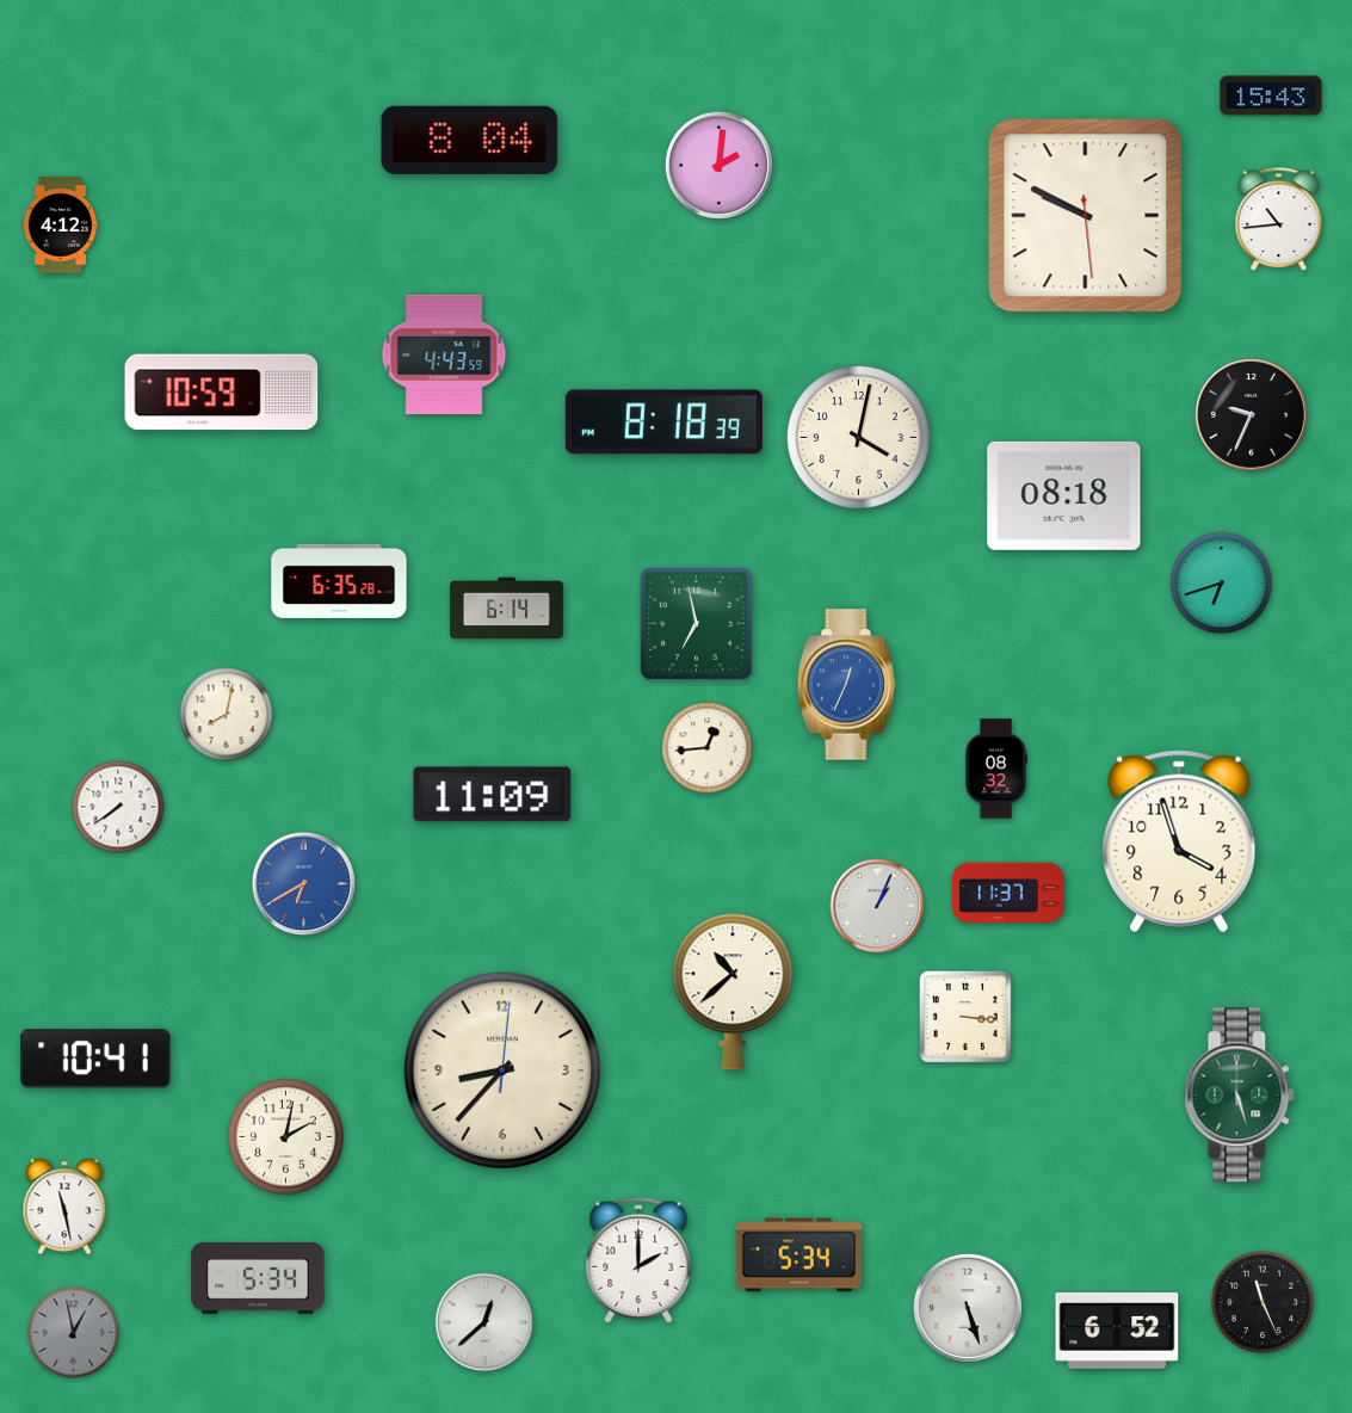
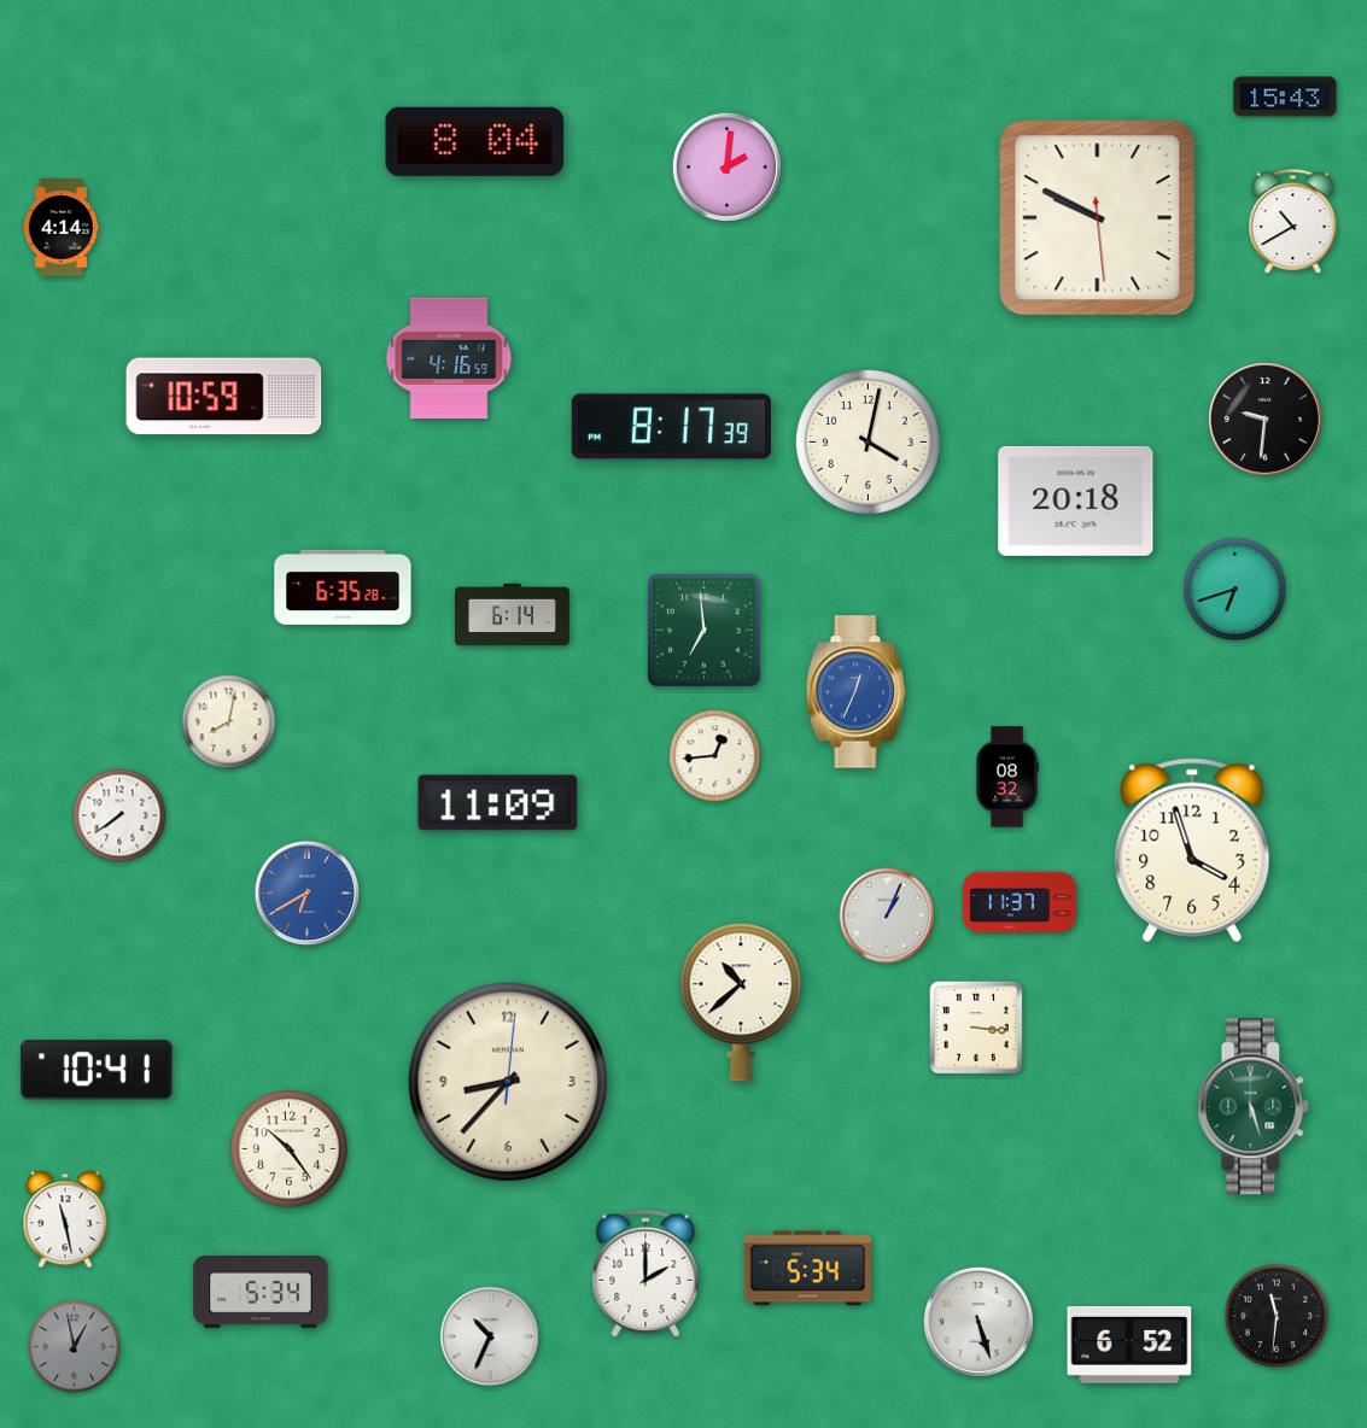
clock at (1279, 220): 10:44 -> 10:40
clock at (61, 226): 4:12 -> 4:14
clock at (444, 354): 4:43 -> 4:16
clock at (1251, 414): 9:34 -> 9:31
clock at (663, 422): 8:18 -> 8:17
clock at (1064, 495): 08:18 -> 20:18
clock at (696, 623): 6:58 -> 6:59
clock at (286, 1137): 2:02 -> 10:24
clock at (1263, 1302): 11:26 -> 11:31
clock at (484, 1322): 12:38 -> 10:34
